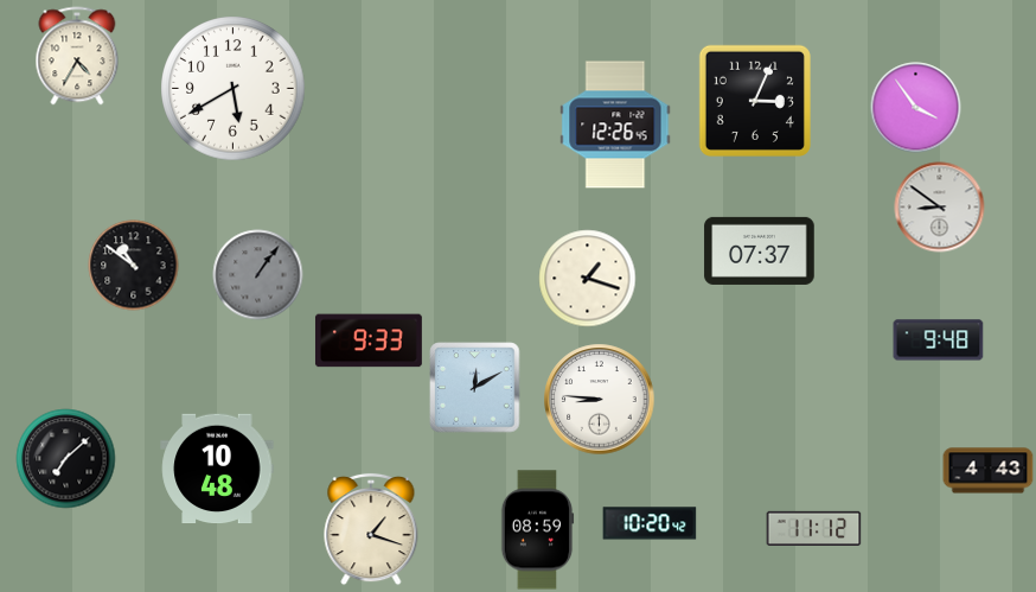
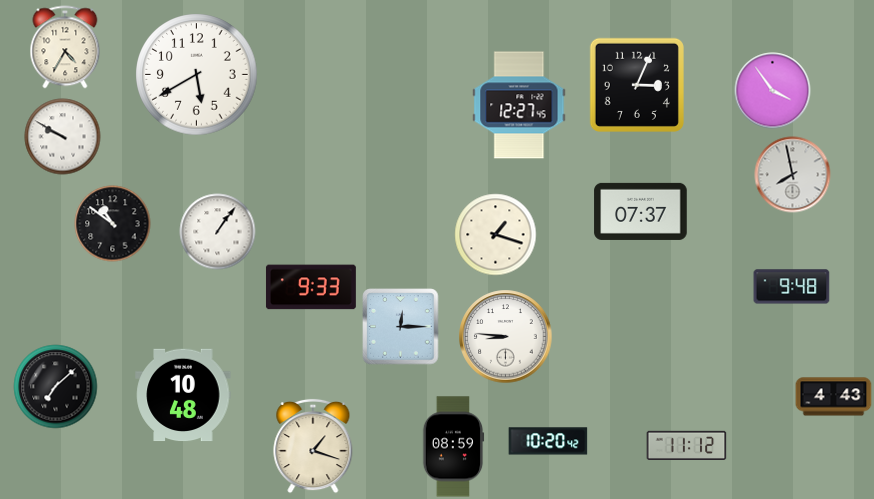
clock at (615, 125): 12:26 -> 12:27
clock at (63, 137): none -> 9:50
clock at (940, 208): 8:51 -> 7:58
clock at (258, 275) dial: grey -> white
clock at (475, 388): 12:10 -> 12:15
